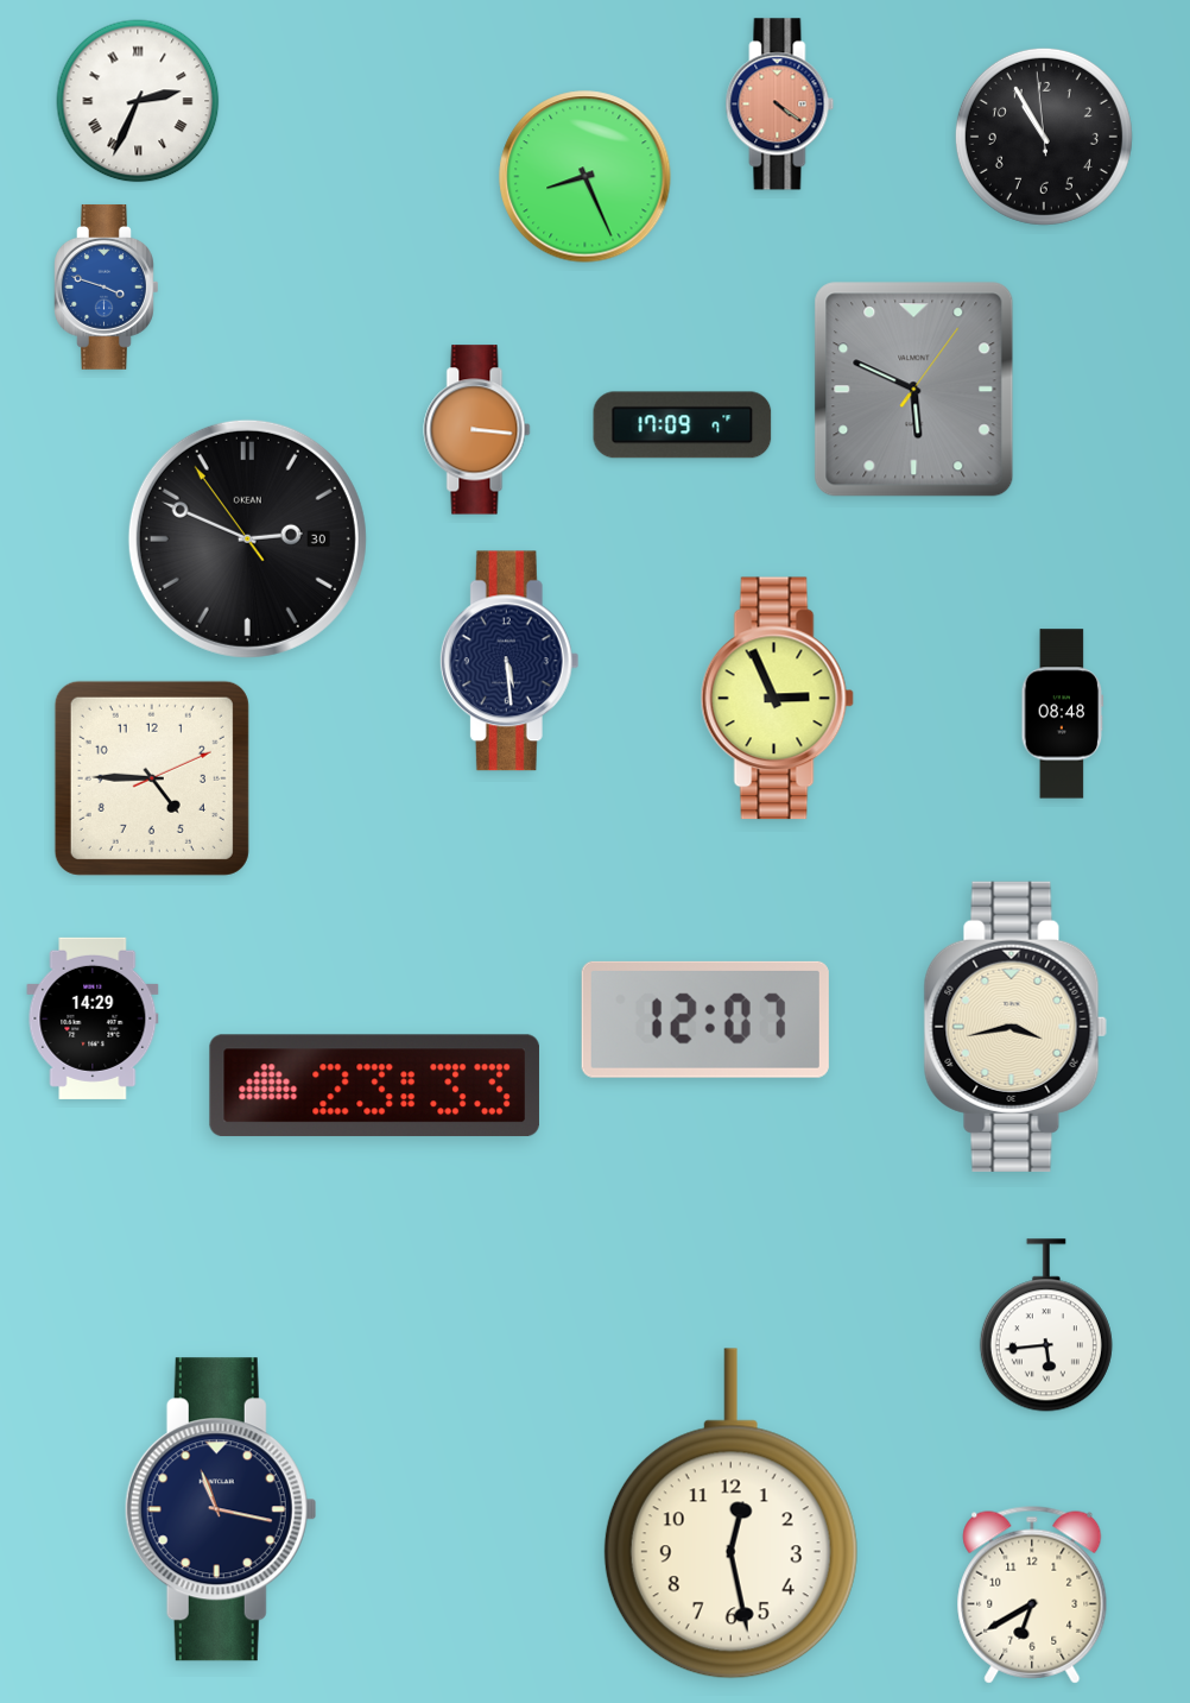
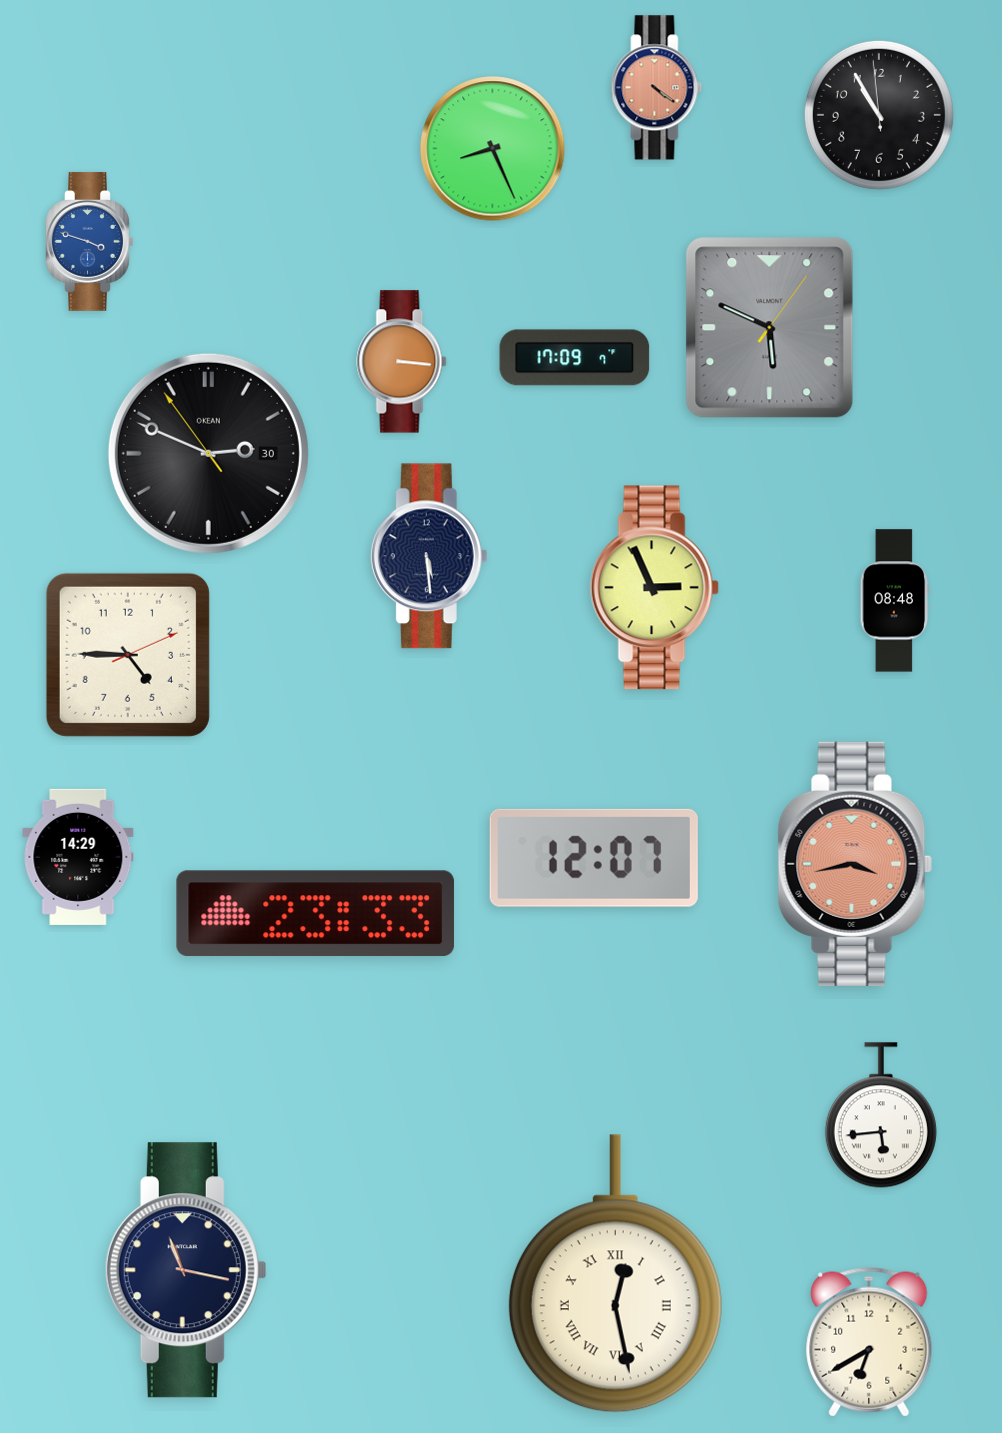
clock at (138, 101): 2:34 -> none
clock at (1015, 1027) dial: cream -> salmon
clock at (730, 1514) numerals: Arabic -> Roman
